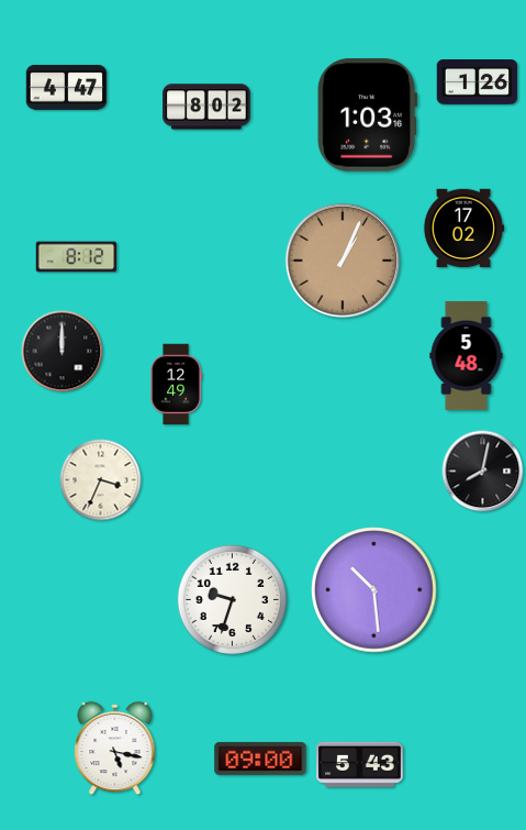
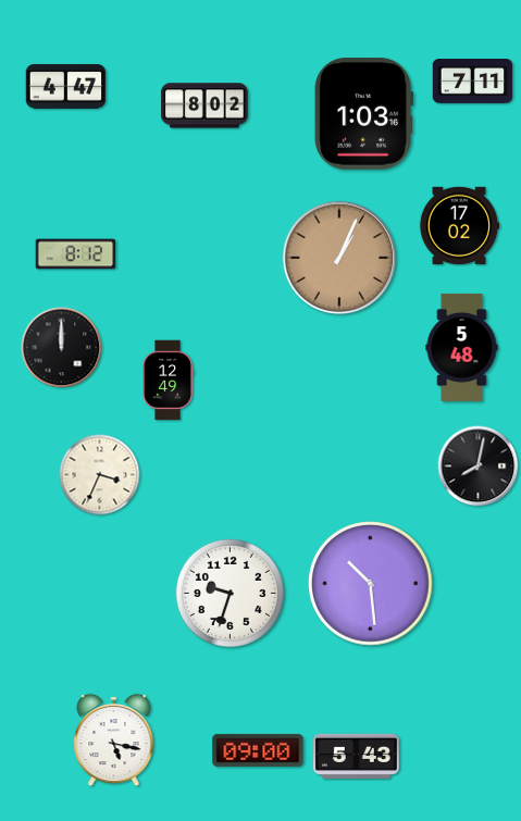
clock at (478, 82): 1:26 -> 7:11
clock at (467, 355) position: (467, 355) -> (462, 347)
clock at (176, 385) position: (176, 385) -> (168, 381)
